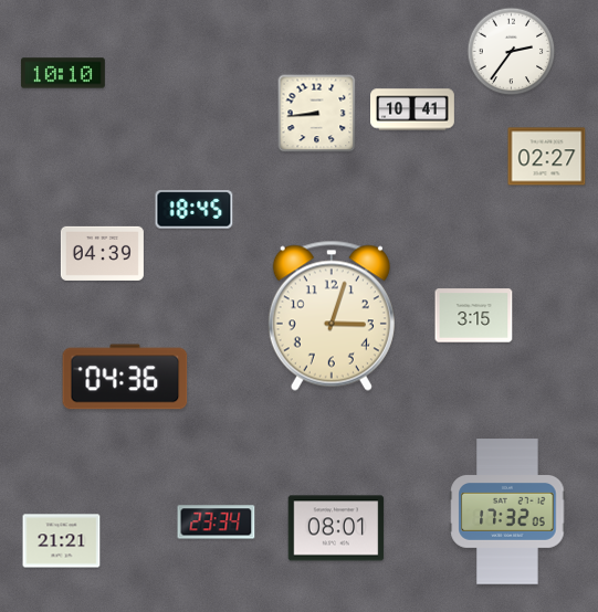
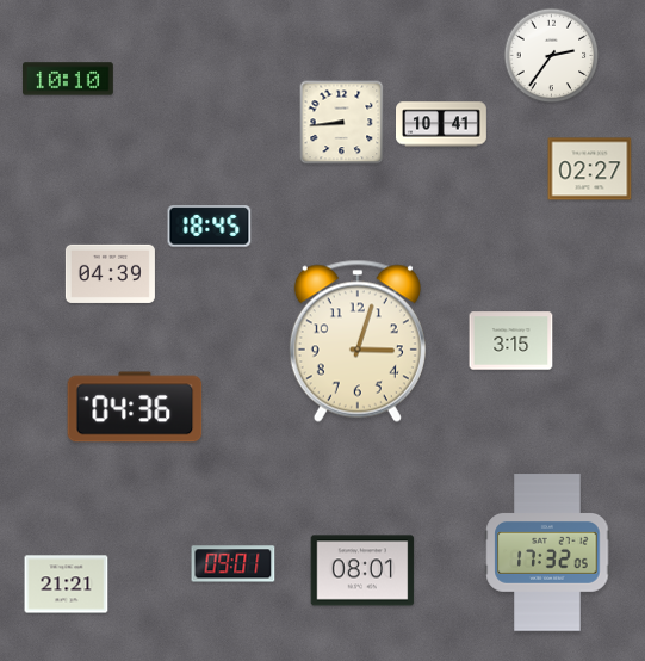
clock at (413, 109) position: (413, 109) -> (442, 124)
clock at (217, 523): 23:34 -> 09:01
